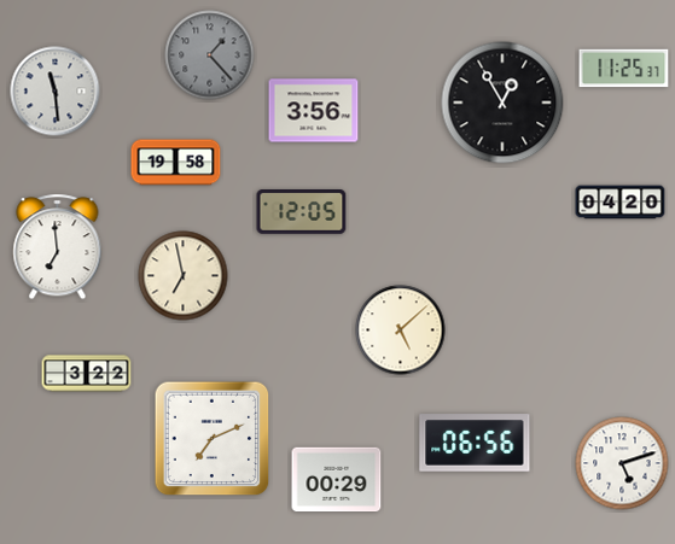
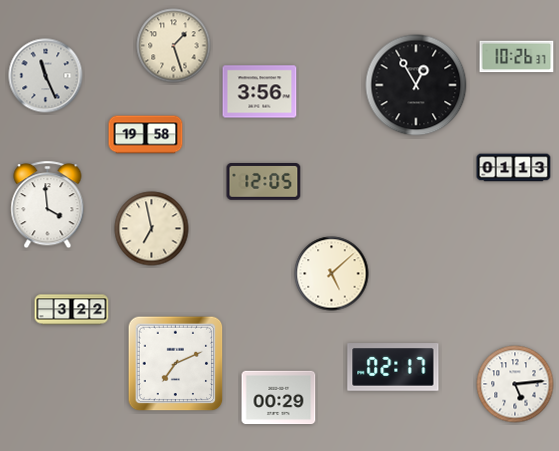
clock at (210, 55): 1:23 -> 1:27
clock at (210, 55) dial: grey -> cream
clock at (624, 69): 11:25 -> 10:26
clock at (56, 92): 11:29 -> 11:26
clock at (621, 203): 04:20 -> 01:13
clock at (302, 212) position: (302, 212) -> (264, 182)
clock at (58, 247): 6:59 -> 3:59
clock at (475, 443): 06:56 -> 02:17
clock at (622, 463): 5:12 -> 5:14
